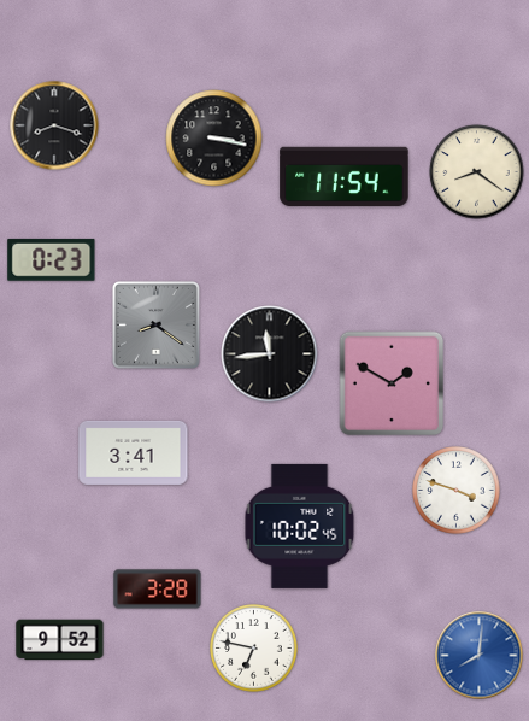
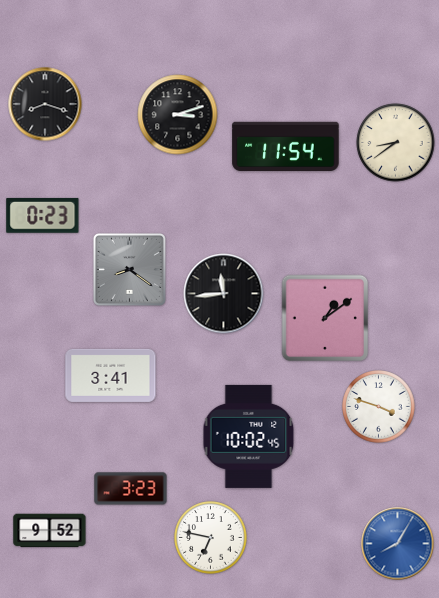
clock at (214, 139): 3:17 -> 3:12
clock at (477, 172): 8:21 -> 8:39
clock at (392, 383): 1:50 -> 1:09
clock at (158, 590): 3:28 -> 3:23
clock at (480, 656): 8:01 -> 8:05
